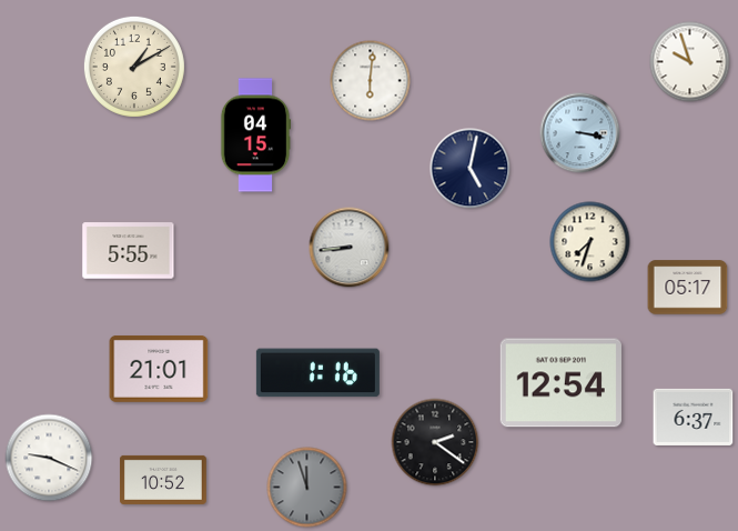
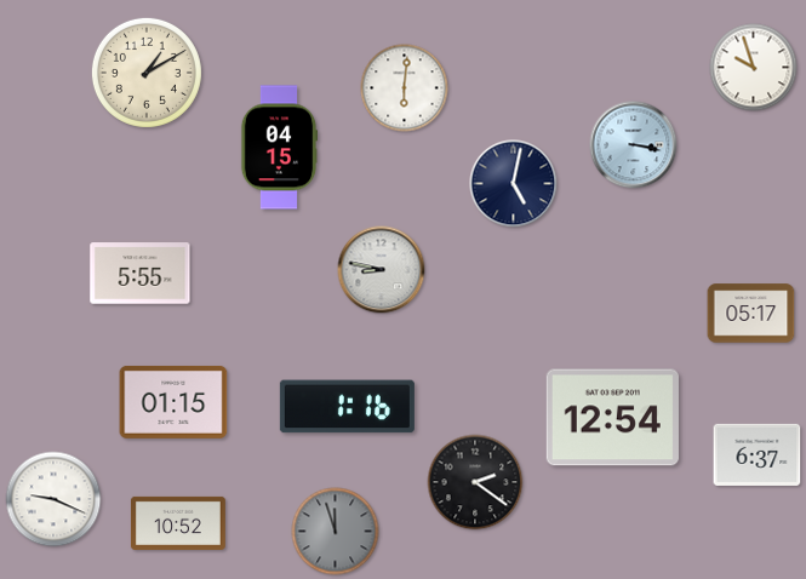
clock at (590, 242): 7:33 -> none
clock at (350, 248): 8:44 -> 8:47
clock at (159, 369): 21:01 -> 01:15
